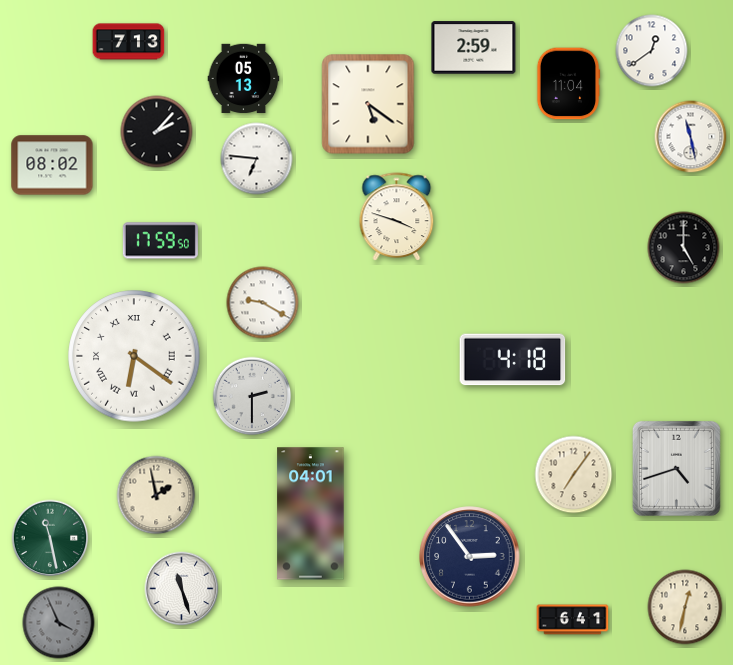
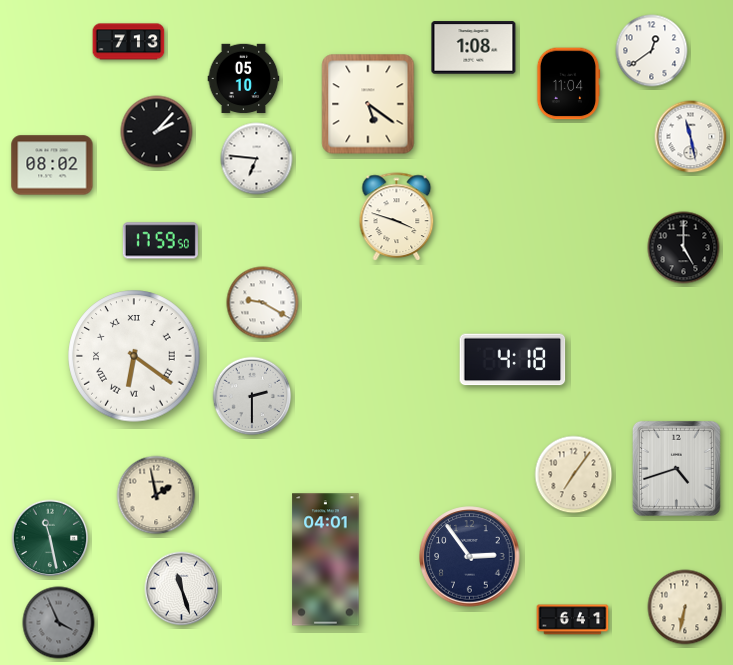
clock at (474, 48): 2:59 -> 1:08
clock at (244, 79): 05:13 -> 05:10
clock at (311, 514) position: (311, 514) -> (326, 560)
clock at (685, 607): 12:32 -> 6:32
